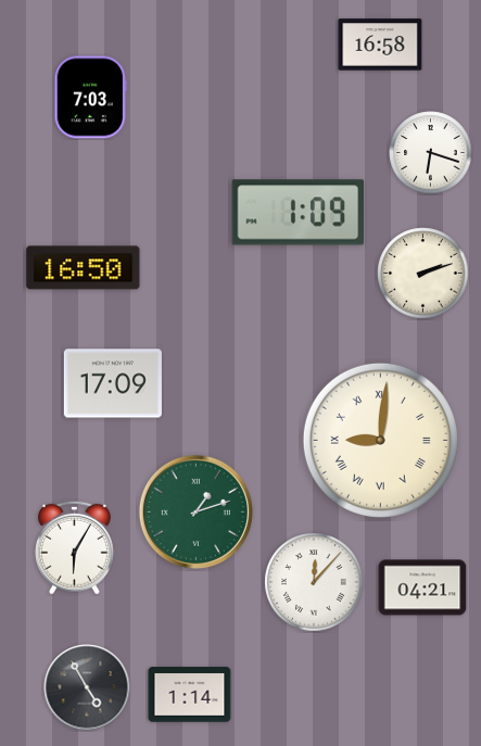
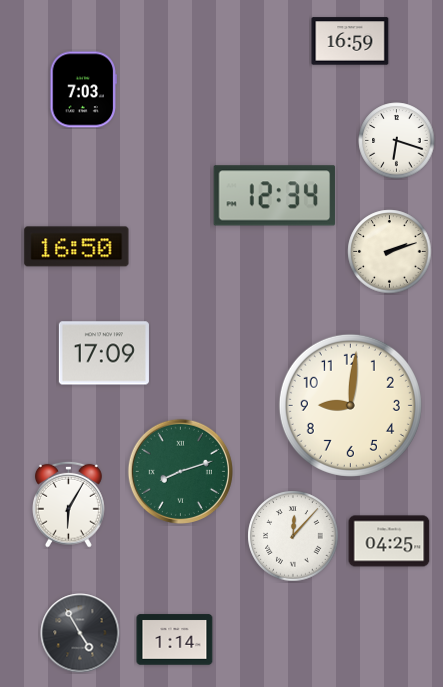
clock at (380, 45): 16:58 -> 16:59
clock at (299, 213): 1:09 -> 12:34
clock at (380, 440) numerals: Roman -> Arabic
clock at (195, 511): 1:12 -> 8:12
clock at (314, 582) position: (314, 582) -> (293, 536)
clock at (422, 587): 04:21 -> 04:25
